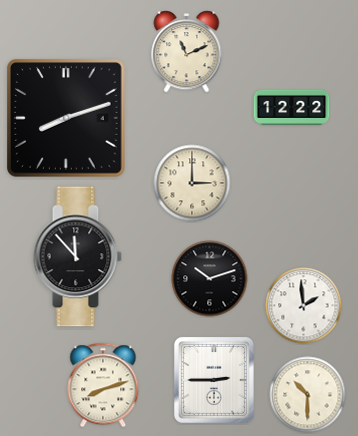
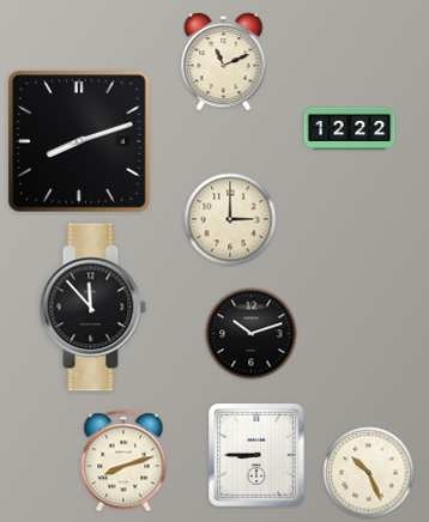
clock at (304, 306): 1:59 -> none
clock at (214, 380): 2:45 -> 8:45
clock at (308, 395): 10:30 -> 10:26
